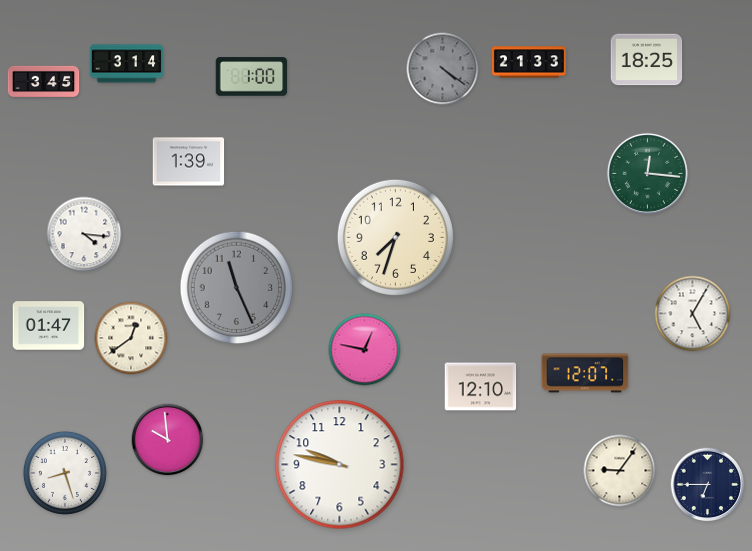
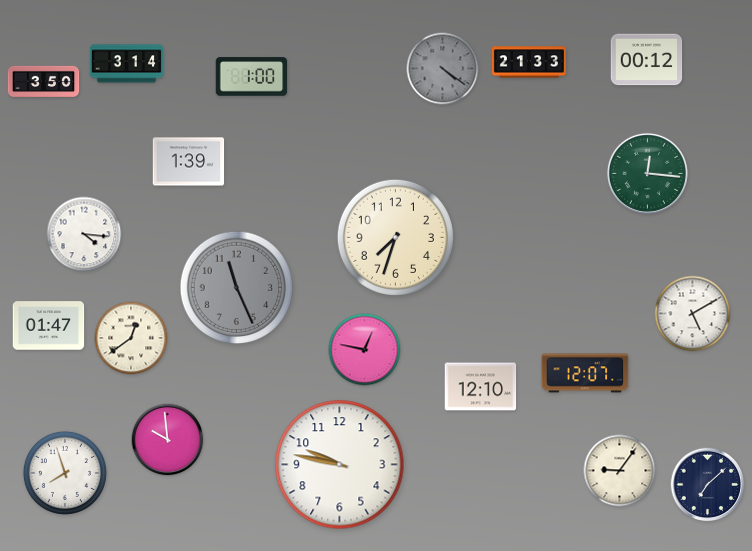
clock at (647, 60): 18:25 -> 00:12
clock at (44, 81): 3:45 -> 3:50
clock at (693, 314): 5:05 -> 5:10
clock at (65, 473): 8:27 -> 7:57
clock at (708, 485): 6:45 -> 7:08
